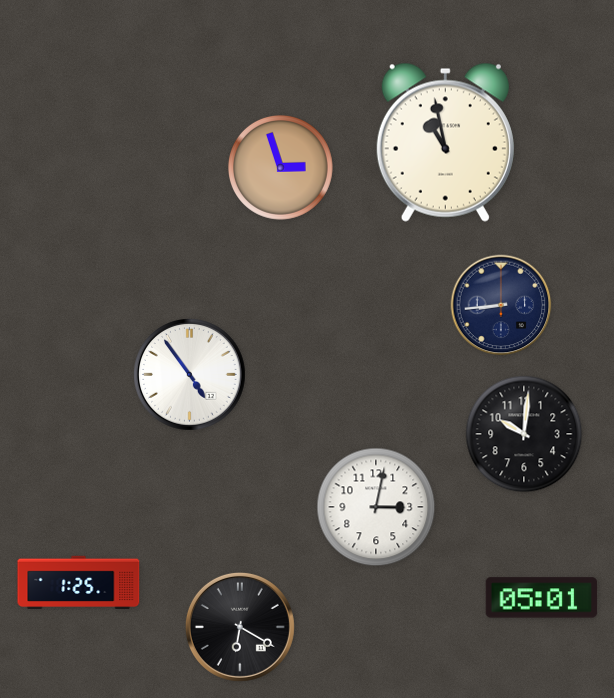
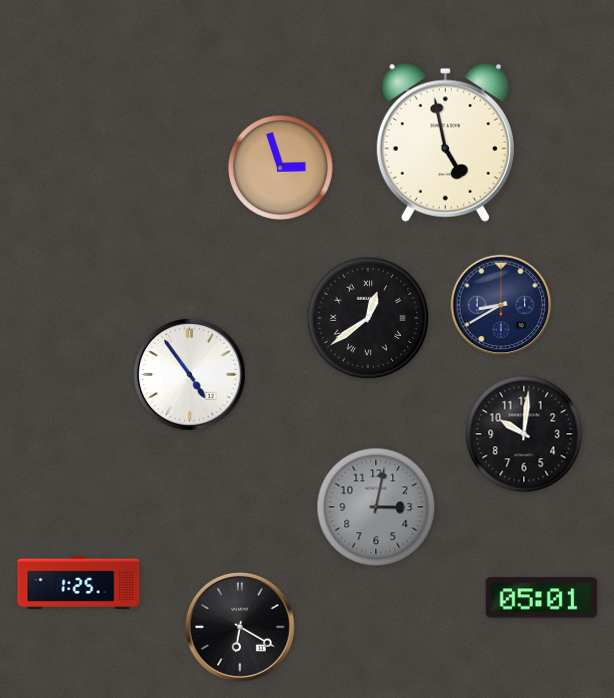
clock at (445, 142): 10:58 -> 4:58
clock at (501, 305): 8:44 -> 8:40
clock at (368, 318): none -> 12:39
clock at (376, 507) dial: white -> grey
